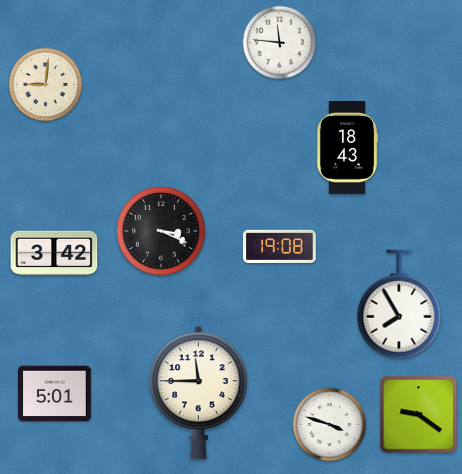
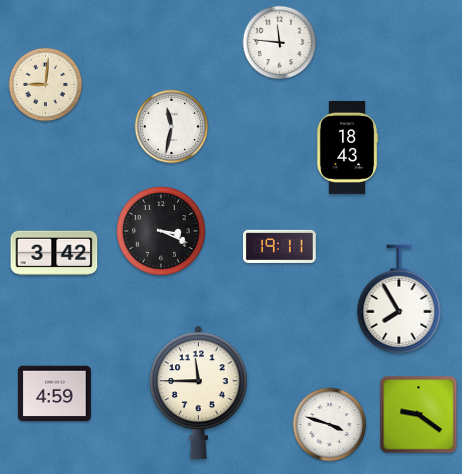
clock at (172, 127): none -> 11:32
clock at (279, 246): 19:08 -> 19:11
clock at (399, 304) position: (399, 304) -> (399, 299)
clock at (54, 394): 5:01 -> 4:59
